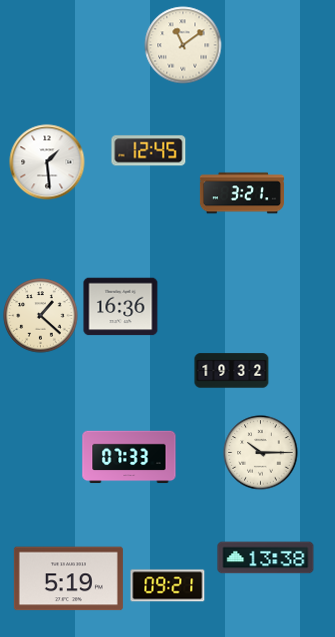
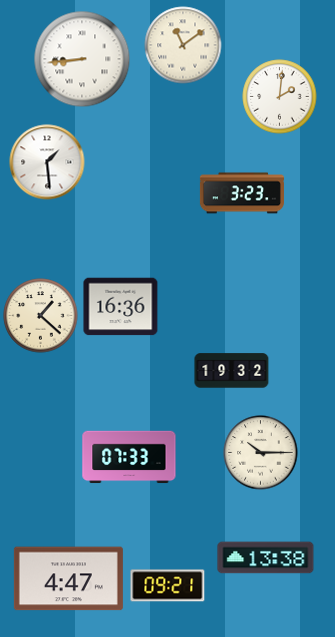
clock at (82, 59): none -> 8:44
clock at (280, 97): none -> 2:01
clock at (149, 151): 12:45 -> none
clock at (242, 193): 3:21 -> 3:23
clock at (68, 579): 5:19 -> 4:47
